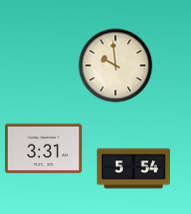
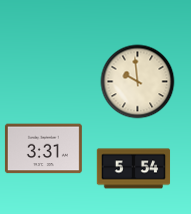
clock at (116, 66) position: (116, 66) -> (138, 82)
